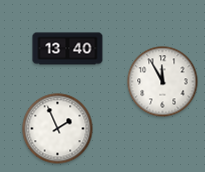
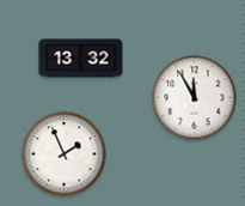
clock at (68, 49): 13:40 -> 13:32
clock at (58, 129) position: (58, 129) -> (65, 154)
